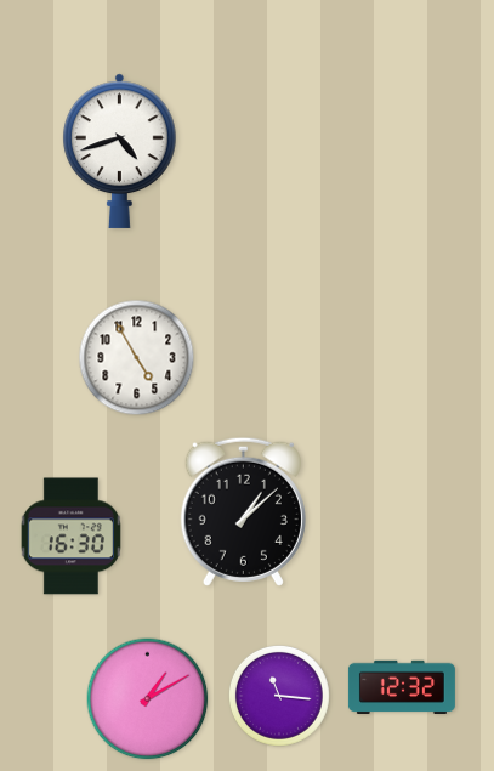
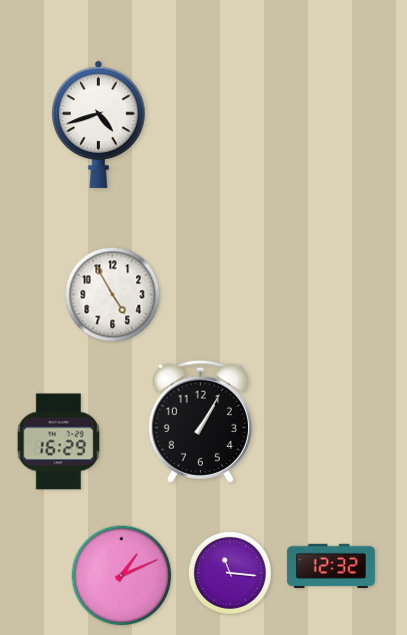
clock at (243, 511): 1:08 -> 1:05
clock at (70, 537): 16:30 -> 16:29
clock at (148, 699): 1:10 -> 1:11
